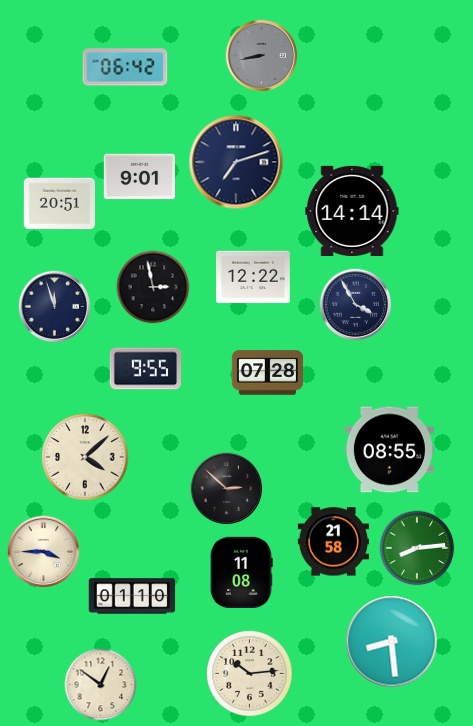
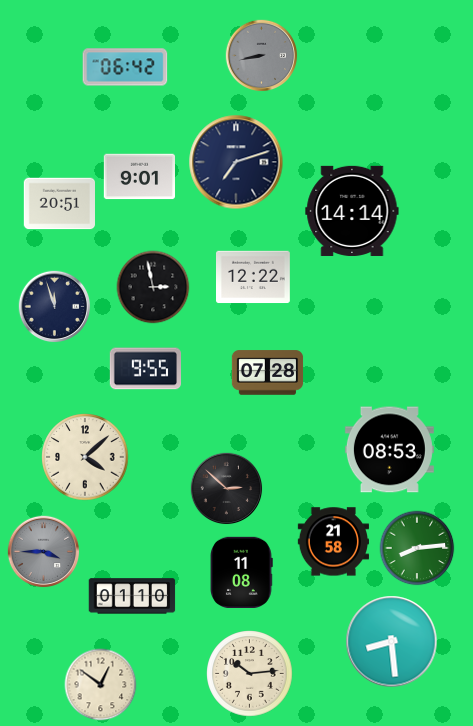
clock at (356, 305): 3:55 -> none
clock at (389, 450): 08:55 -> 08:53
clock at (44, 552) dial: cream -> grey
